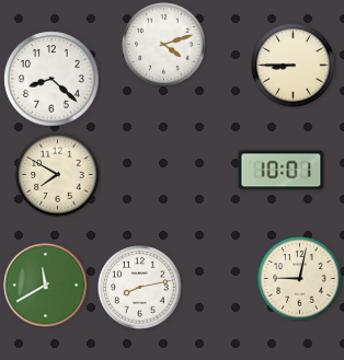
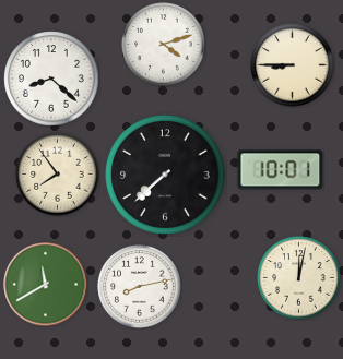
clock at (58, 175): 7:50 -> 7:54
clock at (165, 175): none -> 7:38
clock at (300, 279): 9:02 -> 12:02
